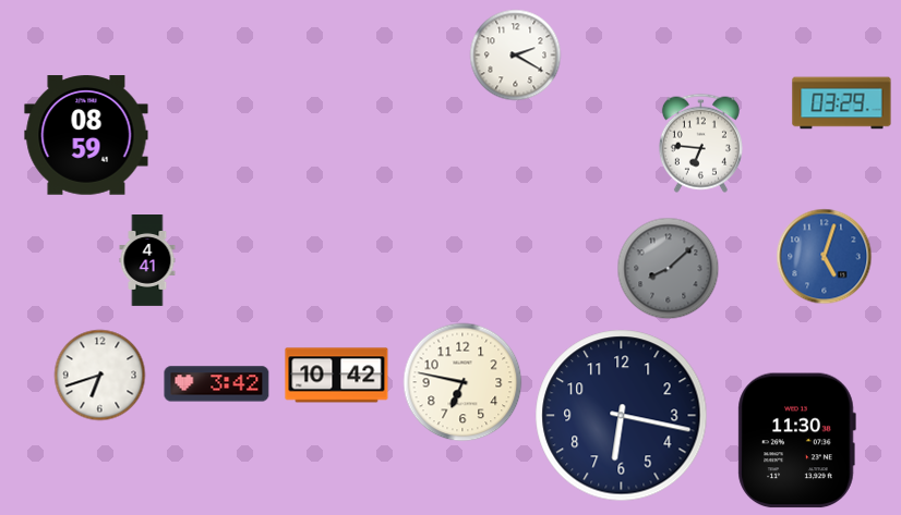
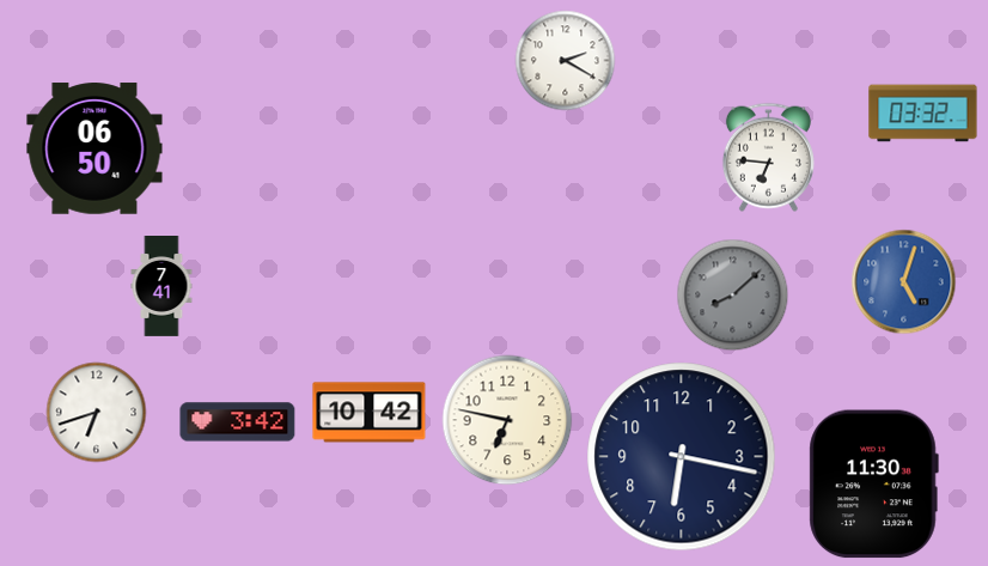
clock at (842, 103): 03:29 -> 03:32
clock at (86, 135): 08:59 -> 06:50
clock at (147, 261): 4:41 -> 7:41
clock at (100, 376) position: (100, 376) -> (97, 413)
